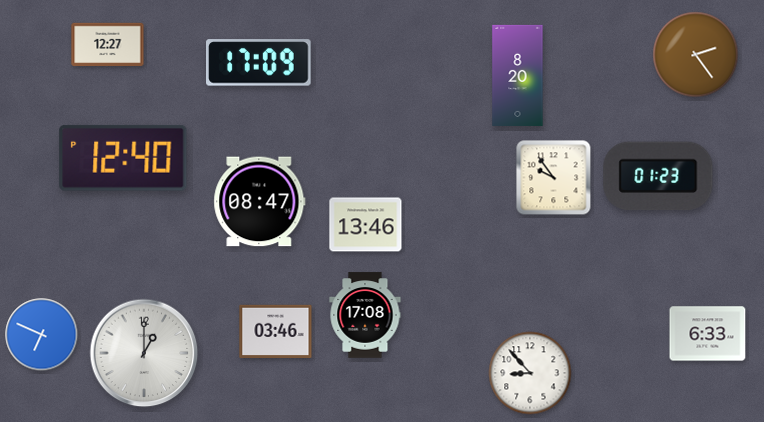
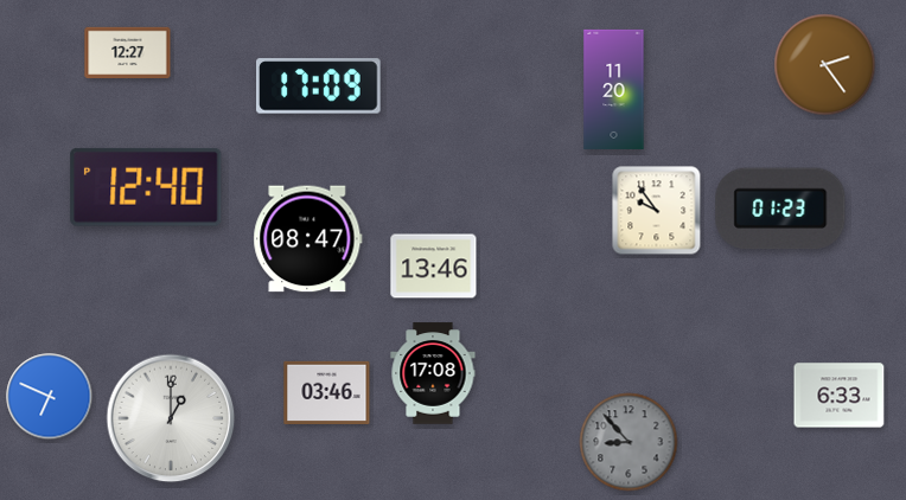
clock at (259, 63) position: (259, 63) -> (319, 86)
clock at (518, 75): 8:20 -> 11:20
clock at (530, 373) dial: white -> grey
